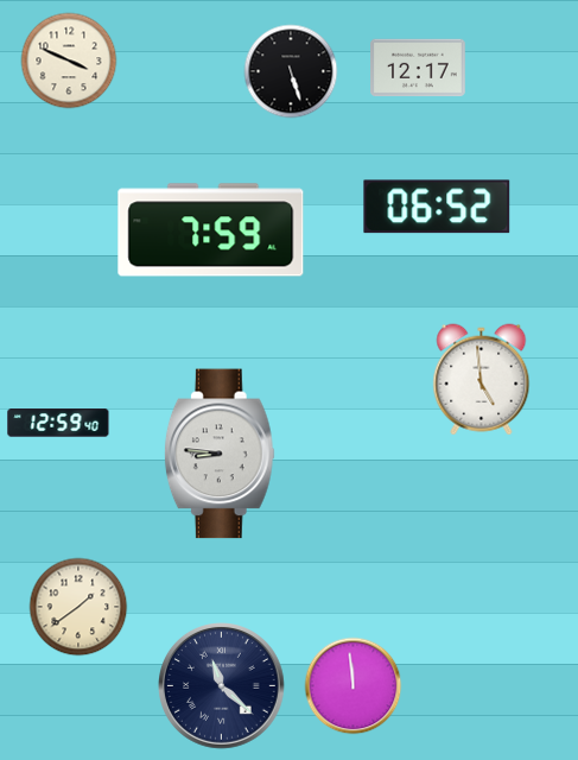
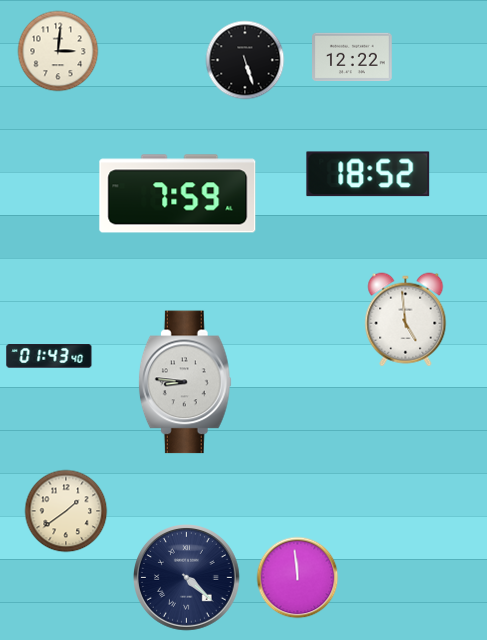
clock at (69, 61): 3:49 -> 3:01
clock at (419, 68): 12:17 -> 12:22
clock at (437, 207): 06:52 -> 18:52
clock at (58, 423): 12:59 -> 01:43
clock at (222, 686): 11:22 -> 4:22
